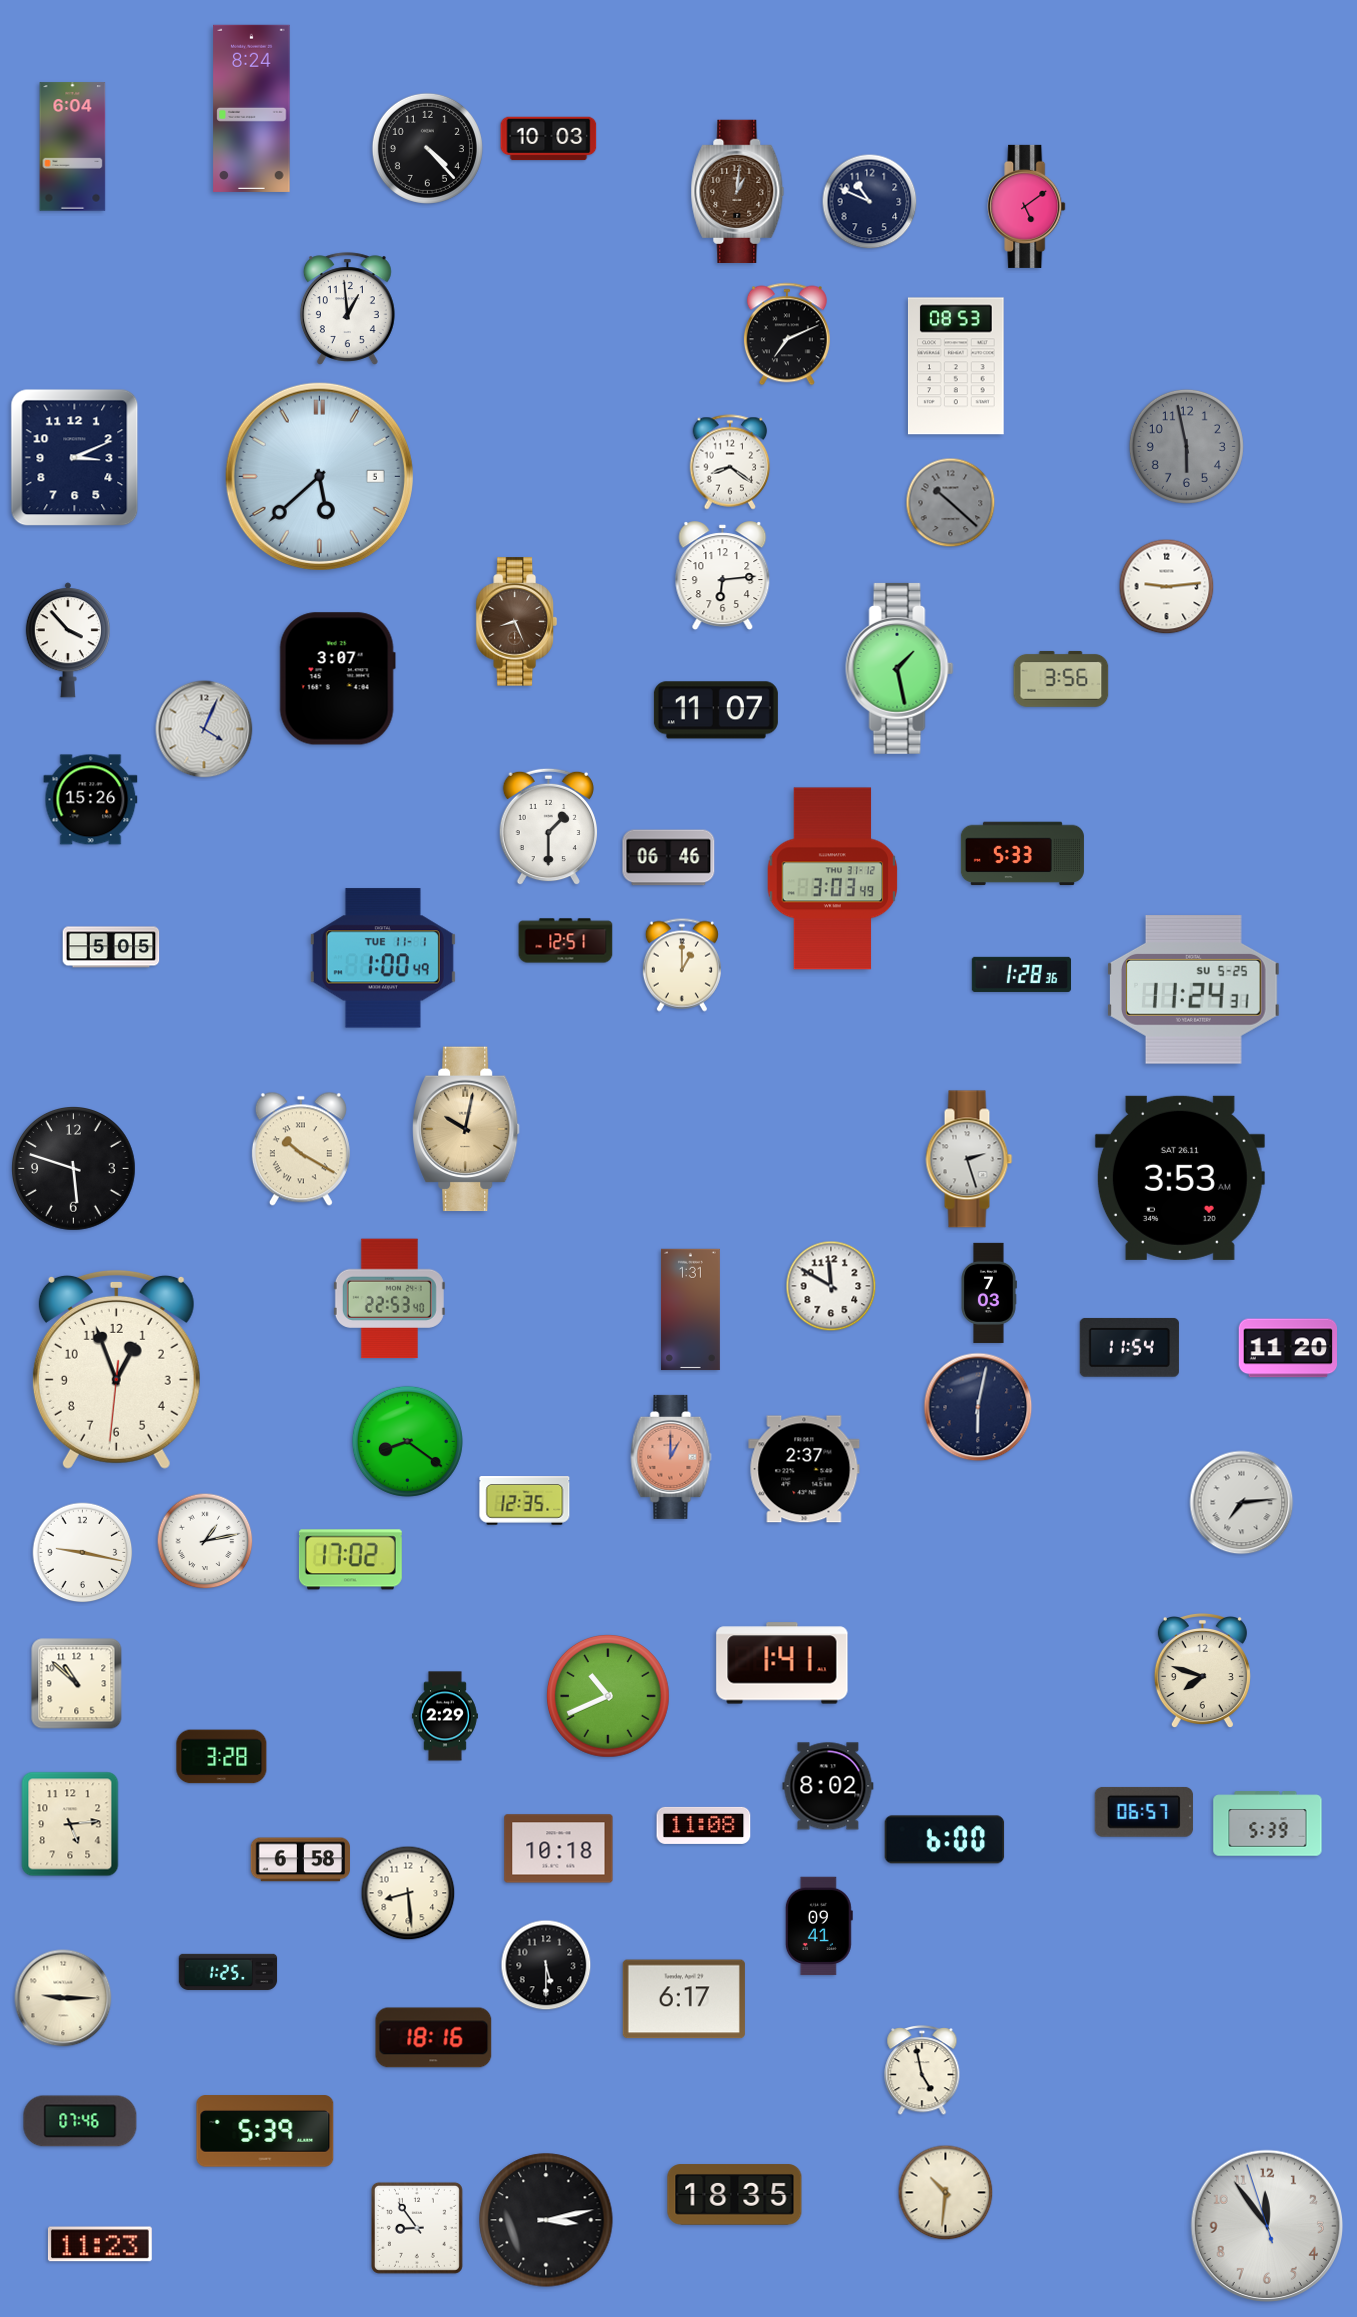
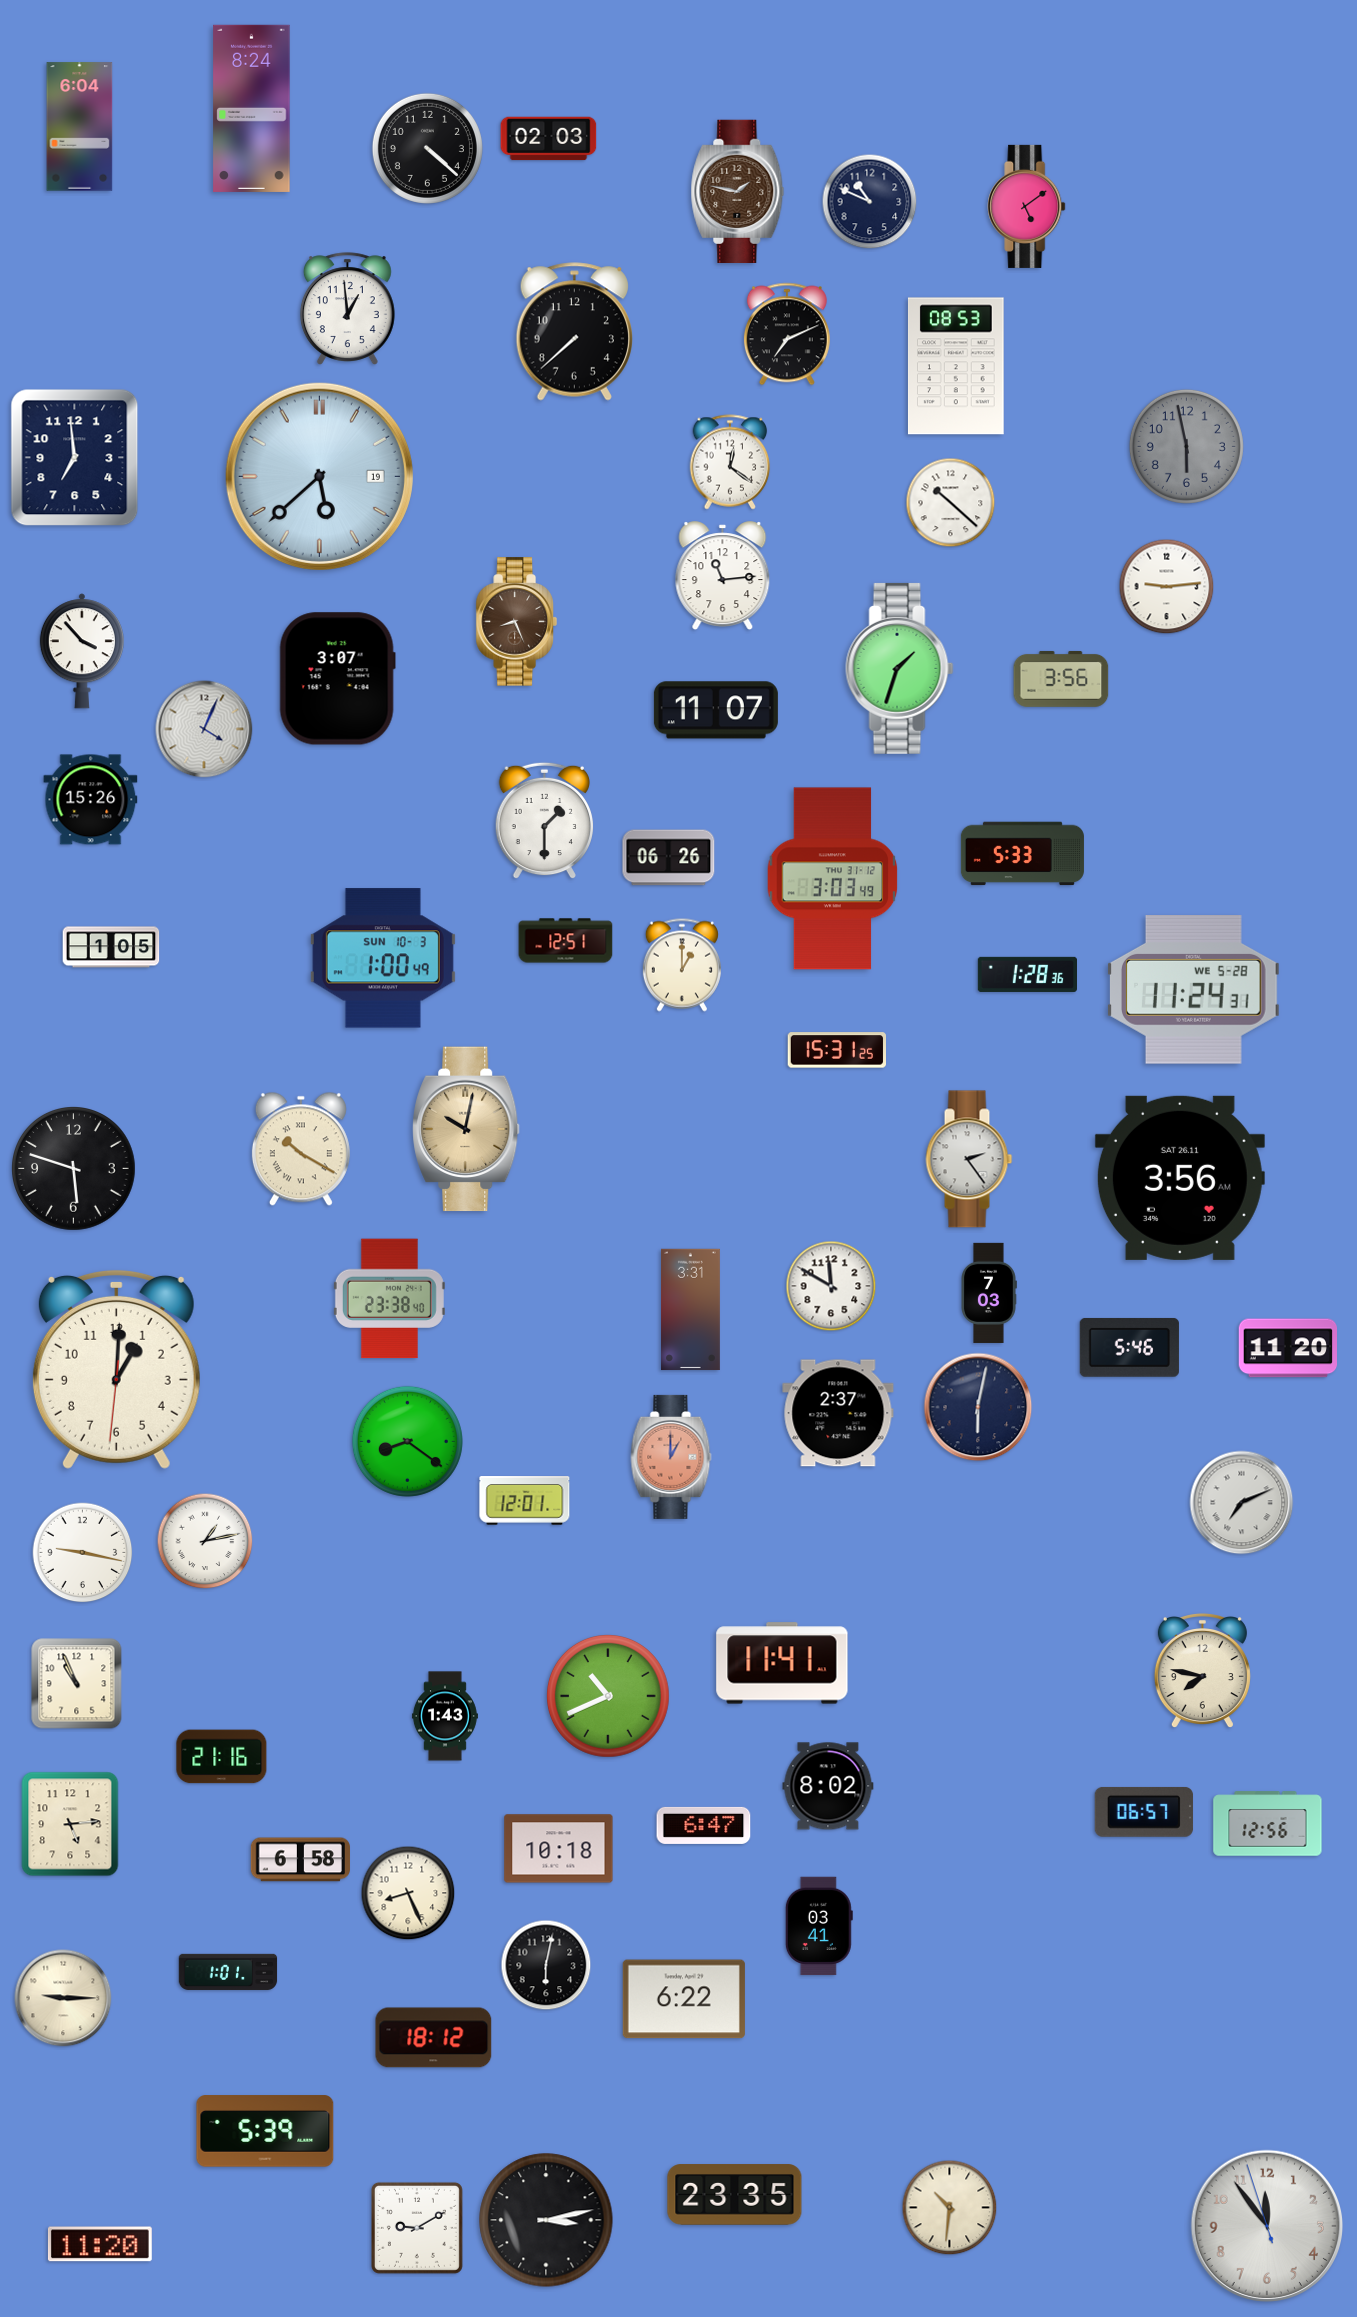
clock at (549, 139): 10:03 -> 02:03
clock at (73, 147) position: (73, 147) -> (80, 127)
clock at (427, 148): 4:23 -> 4:22
clock at (738, 191): 1:01 -> 1:47
clock at (574, 332): none -> 7:38
clock at (75, 458): 3:11 -> 6:59
clock at (730, 462): 8:21 -> 12:21
clock at (319, 476) date: 5 -> 19
clock at (951, 503) dial: grey -> white
clock at (723, 576): 6:14 -> 11:14
clock at (68, 640) position: (68, 640) -> (82, 651)
clock at (900, 668): 1:28 -> 1:33
clock at (548, 827) position: (548, 827) -> (544, 821)
clock at (669, 858): 06:46 -> 06:26
clock at (111, 947): 5:05 -> 1:05
clock at (383, 958) date: TUE 11-1 -> SUN 10-3
clock at (1021, 974) position: (1021, 974) -> (1027, 974)
clock at (1194, 990) date: SU 5-25 -> WE 5-28
clock at (836, 1050): none -> 15:31
clock at (969, 1159): 2:27 -> 2:24
clock at (1180, 1178): 3:53 -> 3:56
clock at (389, 1299): 22:53 -> 23:38
clock at (690, 1310): 1:31 -> 3:31
clock at (1129, 1348): 11:54 -> 5:46
clock at (116, 1369): 12:56 -> 1:00
clock at (804, 1469) position: (804, 1469) -> (838, 1413)
clock at (525, 1501): 12:35 -> 12:01
clock at (1242, 1503): 7:14 -> 7:11
clock at (350, 1560): 17:02 -> none
clock at (782, 1663): 1:41 -> 11:41
clock at (1202, 1672): 7:48 -> 7:47
clock at (77, 1684): 10:52 -> 10:56
clock at (445, 1716): 2:29 -> 1:43
clock at (222, 1757): 3:28 -> 21:16
clock at (1268, 1824): 5:39 -> 12:56
clock at (704, 1825): 11:08 -> 6:47
clock at (945, 1840): 6:00 -> none
clock at (408, 1893): 8:29 -> 8:26
clock at (819, 1926): 09:41 -> 03:41
clock at (546, 1965): 5:30 -> 6:02
clock at (228, 1972): 1:25 -> 1:01
clock at (684, 1999): 6:17 -> 6:22
clock at (434, 2038): 18:16 -> 18:12
clock at (922, 2071): 4:58 -> none
clock at (80, 2121): 07:46 -> none
clock at (946, 2193) position: (946, 2193) -> (950, 2208)
clock at (735, 2195): 18:35 -> 23:35
clock at (417, 2228): 8:54 -> 9:10
clock at (100, 2244): 11:23 -> 11:20
